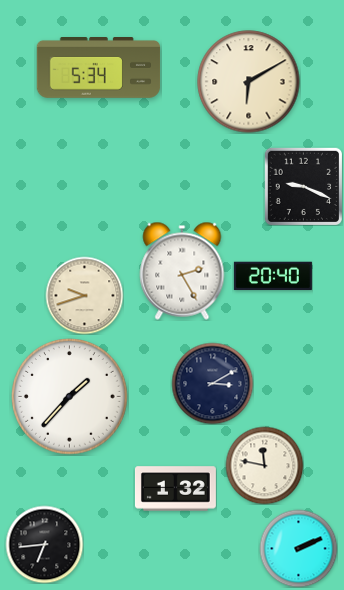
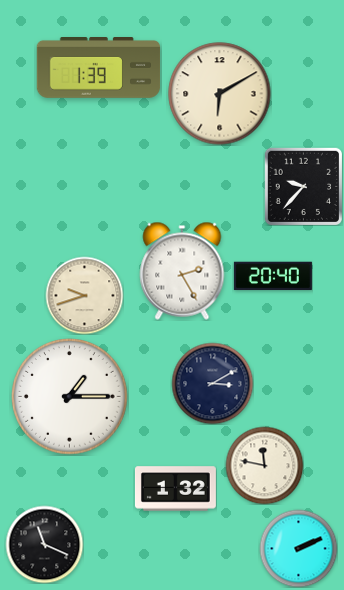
clock at (99, 68): 5:34 -> 1:39
clock at (249, 82) position: (249, 82) -> (220, 94)
clock at (303, 186): 9:19 -> 9:37
clock at (70, 397): 1:37 -> 1:15
clock at (44, 544): 6:44 -> 11:19
